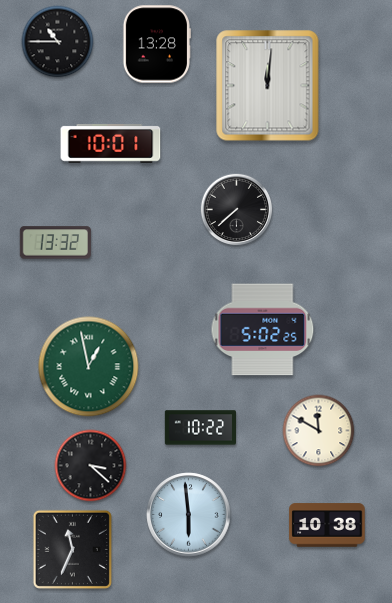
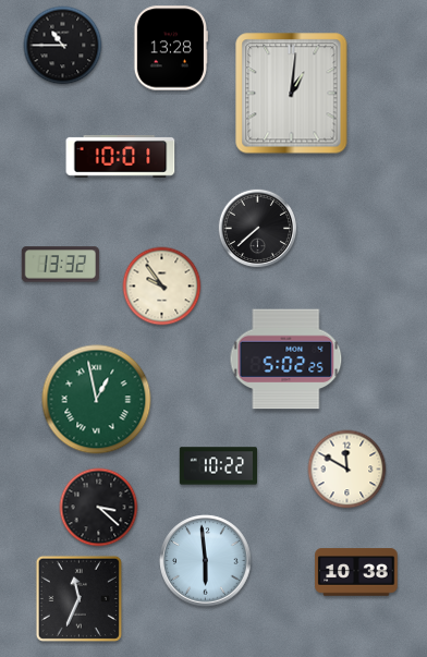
clock at (268, 86): 12:01 -> 1:01
clock at (162, 287): none -> 9:54
